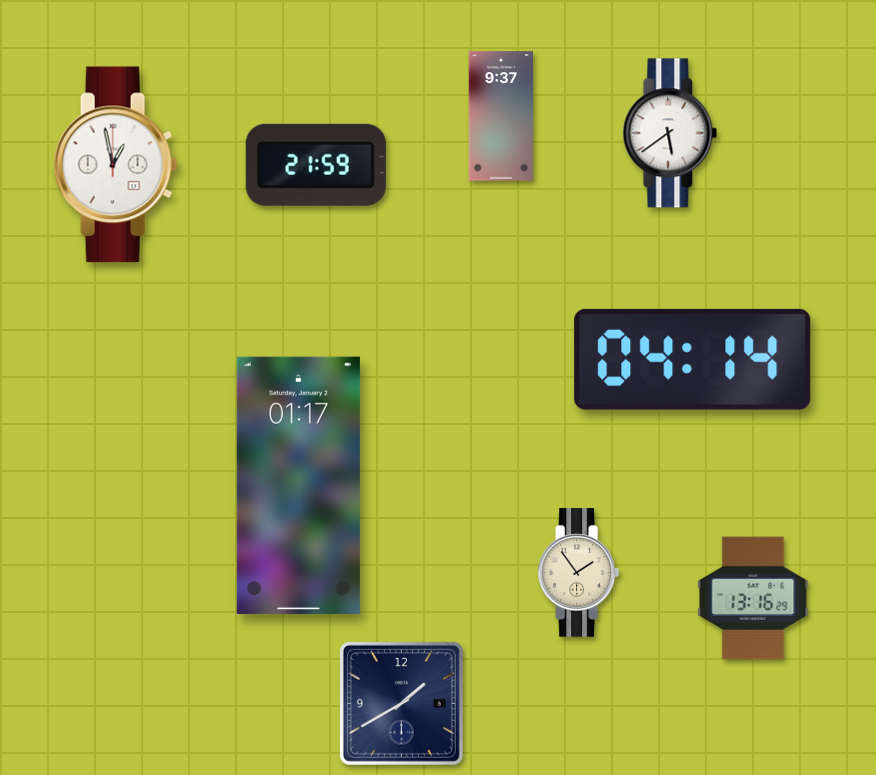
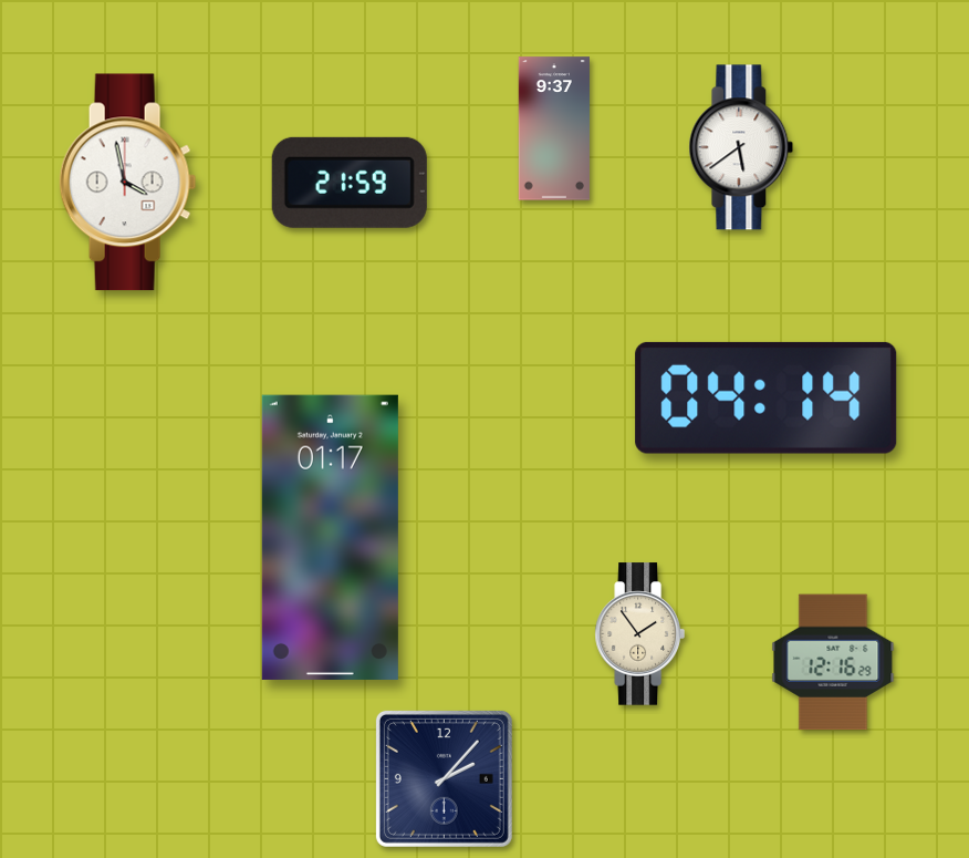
clock at (116, 165): 12:58 -> 3:58
clock at (753, 598): 13:16 -> 12:16
clock at (401, 703): 1:40 -> 2:07
